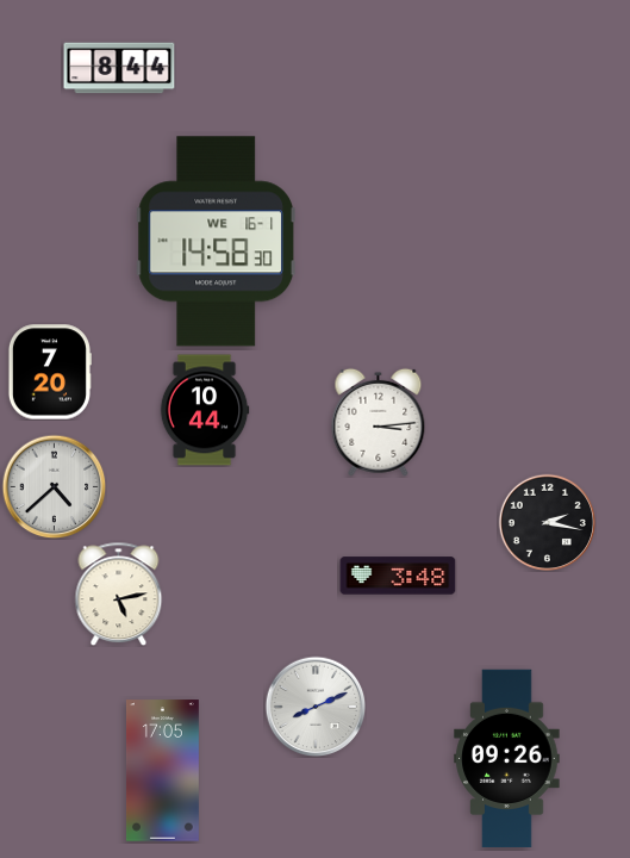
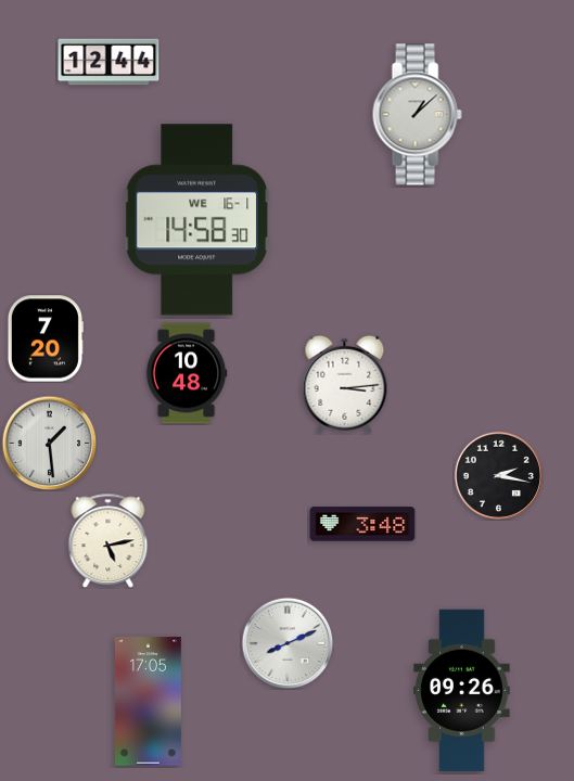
clock at (119, 68): 8:44 -> 12:44
clock at (417, 115): none -> 1:08
clock at (205, 410): 10:44 -> 10:48
clock at (54, 486): 4:38 -> 1:29
